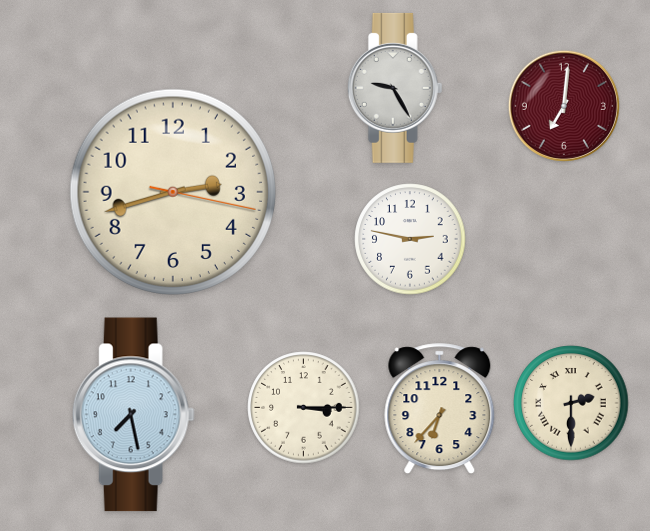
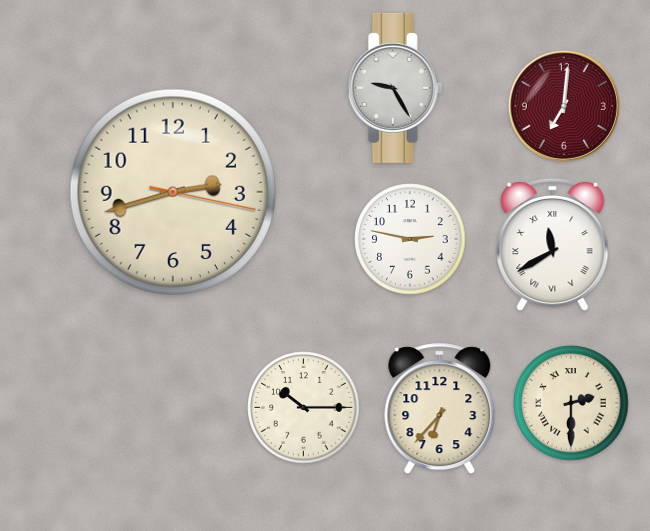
clock at (553, 245): none -> 11:40
clock at (304, 408): 3:15 -> 10:15
clock at (133, 415): 7:28 -> none
